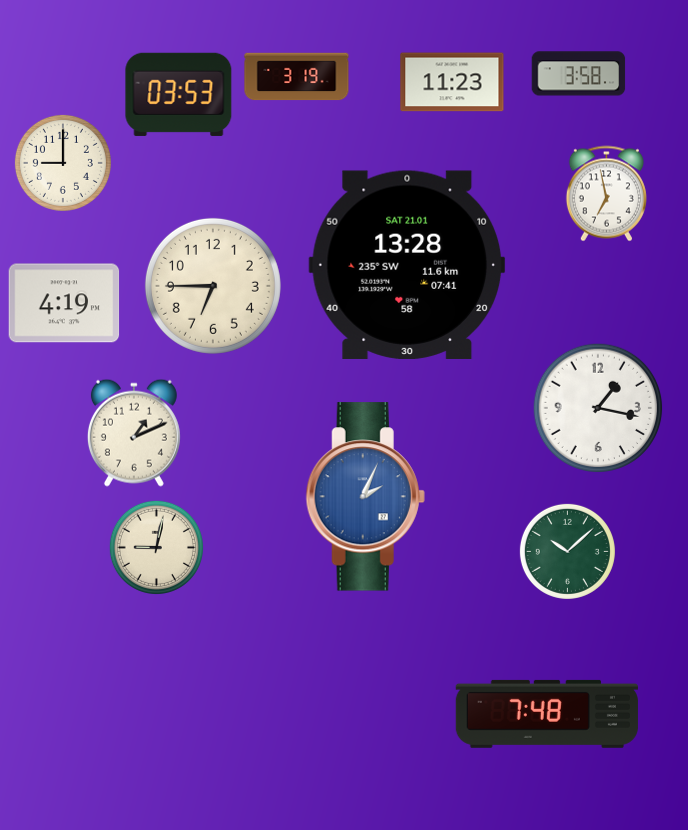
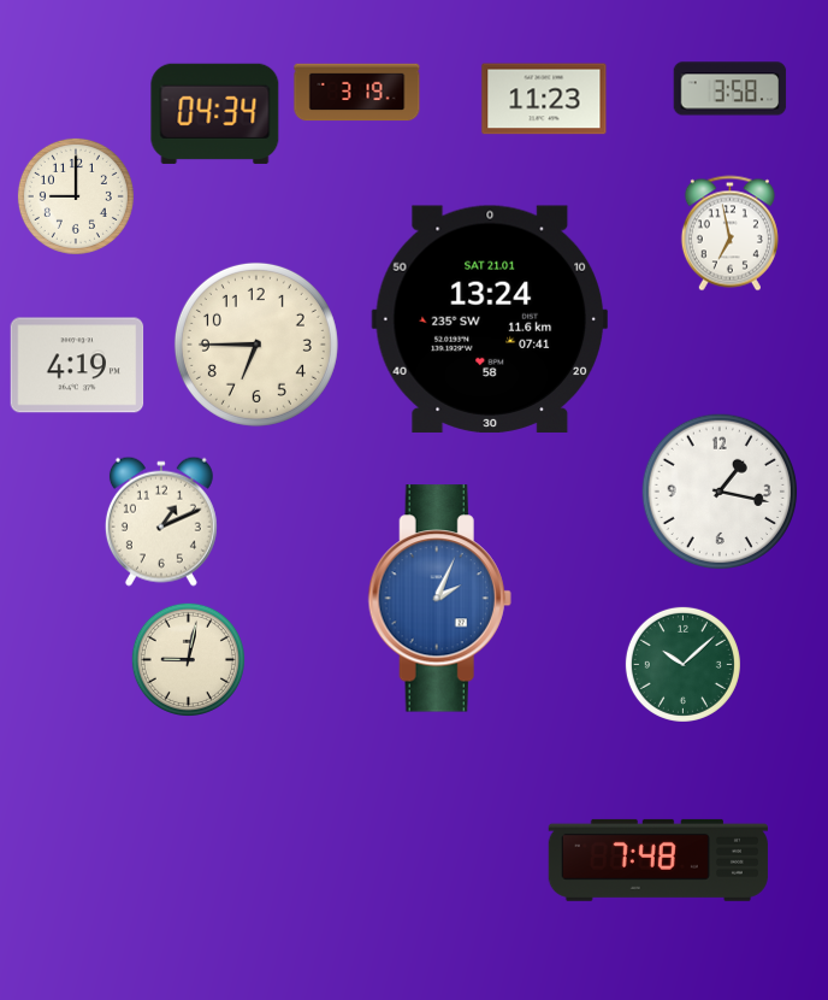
clock at (579, 74) position: (579, 74) -> (731, 89)
clock at (179, 94): 03:53 -> 04:34
clock at (407, 265): 13:28 -> 13:24
